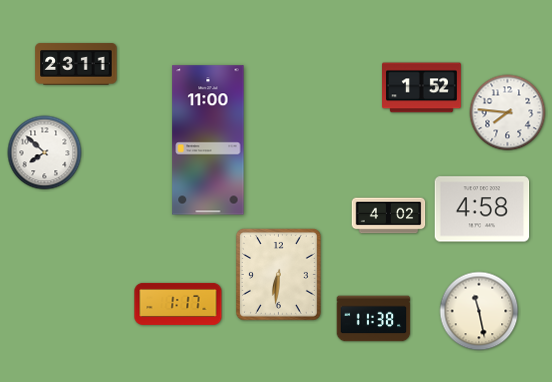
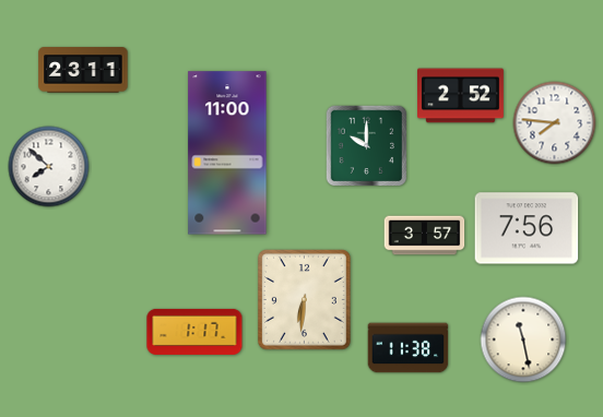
clock at (422, 88): 1:52 -> 2:52
clock at (367, 146): none -> 10:00
clock at (482, 209): 4:58 -> 7:56
clock at (389, 216): 4:02 -> 3:57
